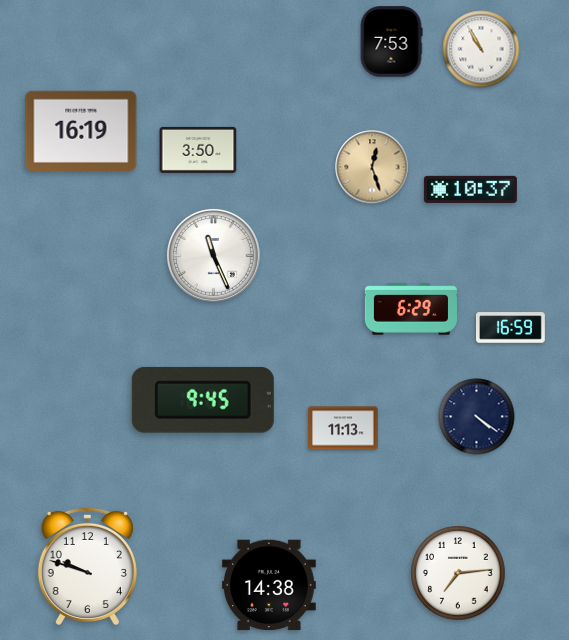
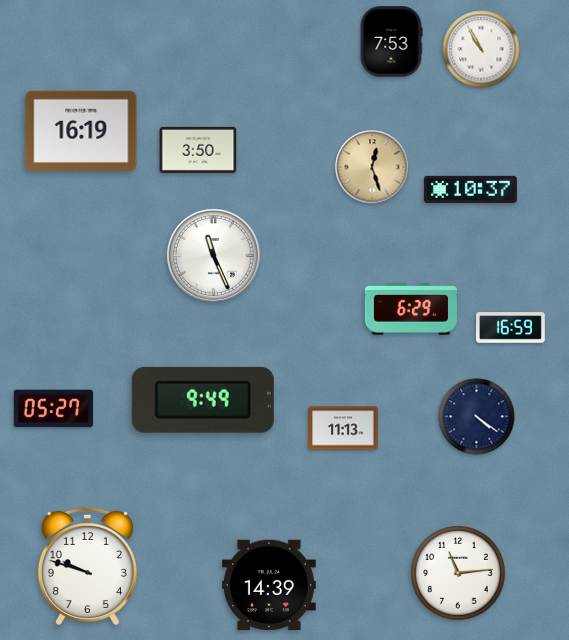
clock at (203, 400): 9:45 -> 9:49
clock at (53, 409): none -> 05:27
clock at (458, 573): 7:14 -> 11:14
clock at (269, 585): 14:38 -> 14:39
